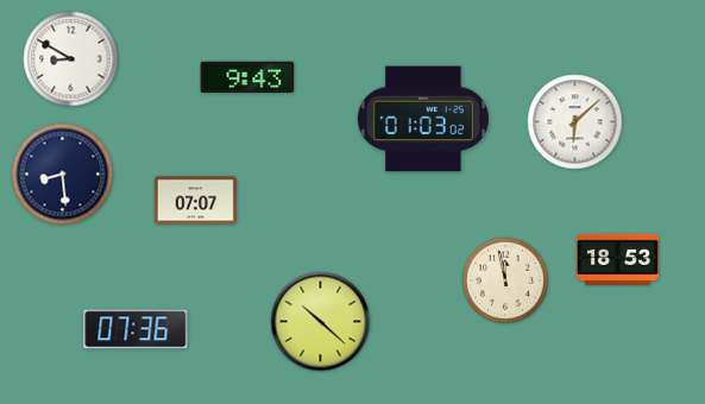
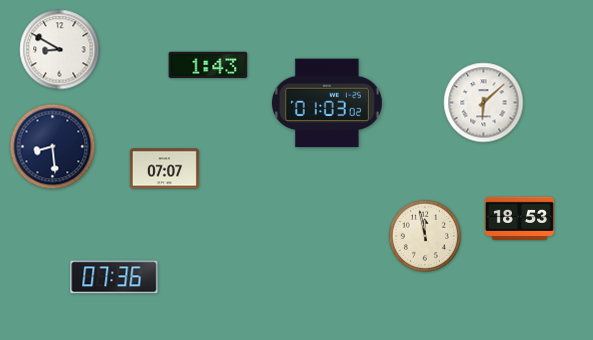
clock at (247, 77): 9:43 -> 1:43
clock at (423, 119) position: (423, 119) -> (327, 103)
clock at (321, 322): 10:22 -> none
